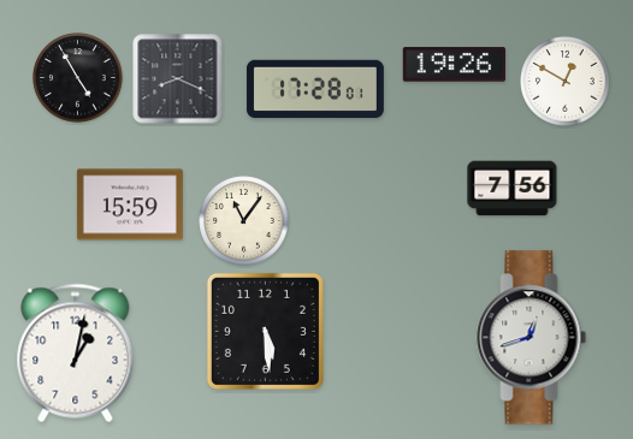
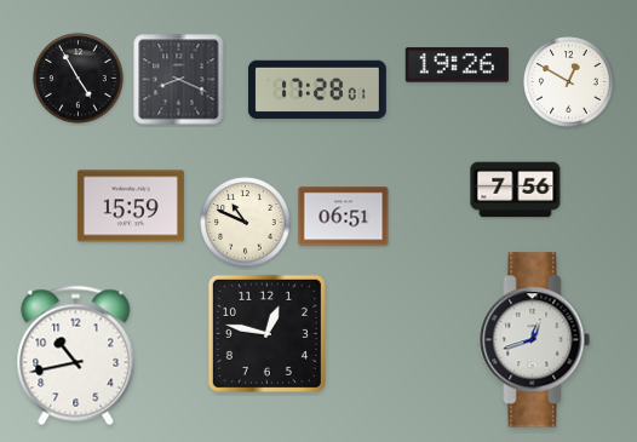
clock at (344, 217): none -> 06:51
clock at (244, 221): 11:06 -> 10:49
clock at (265, 331): 5:29 -> 12:47
clock at (76, 354): 1:02 -> 10:43
